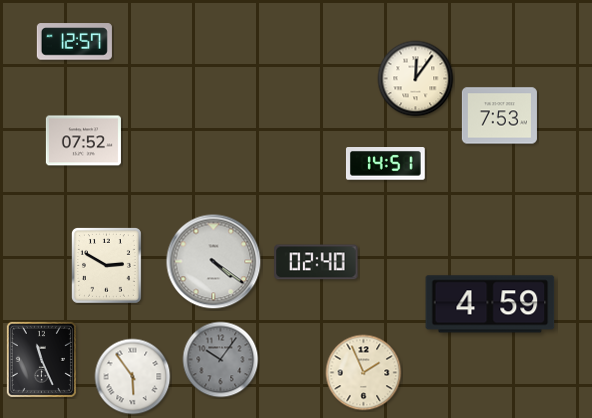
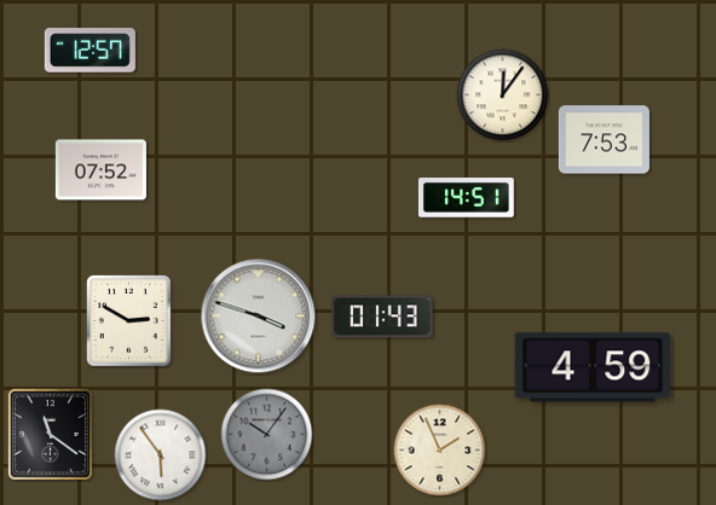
clock at (214, 262): 4:21 -> 3:48
clock at (316, 262): 02:40 -> 01:43
clock at (41, 359): 11:26 -> 11:21
